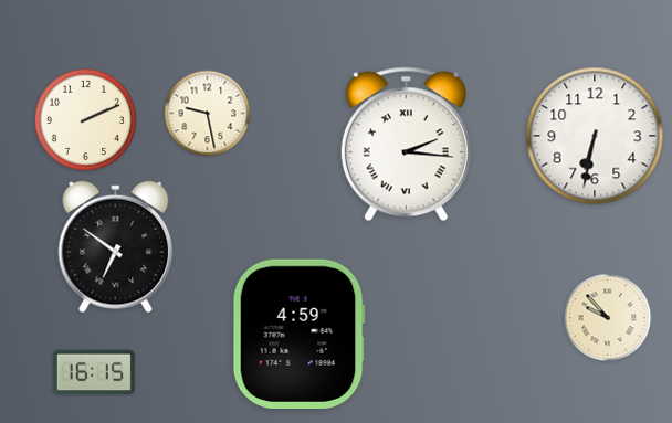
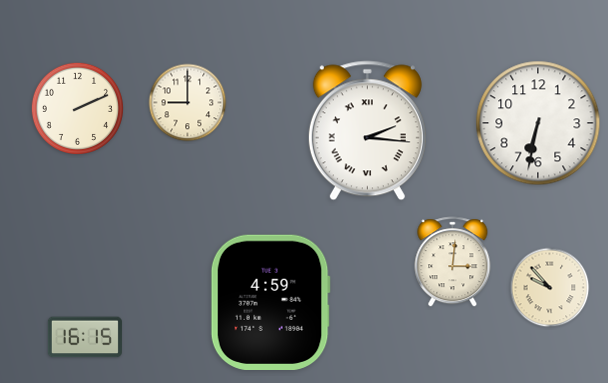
clock at (208, 114): 9:28 -> 9:00
clock at (116, 247): 6:51 -> none
clock at (453, 262): none -> 3:01
